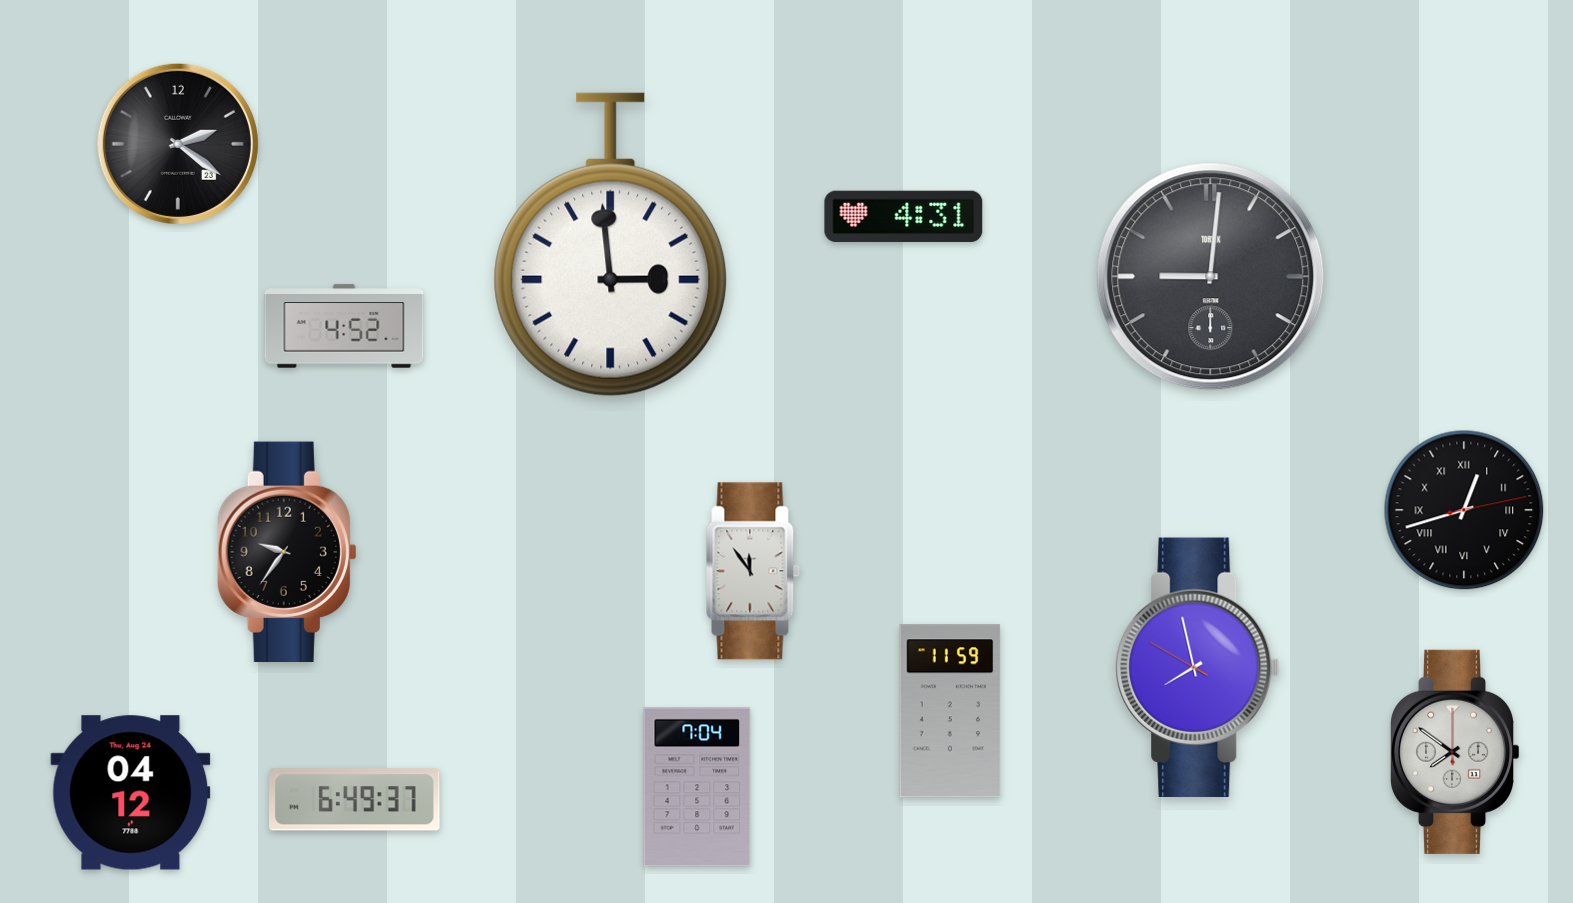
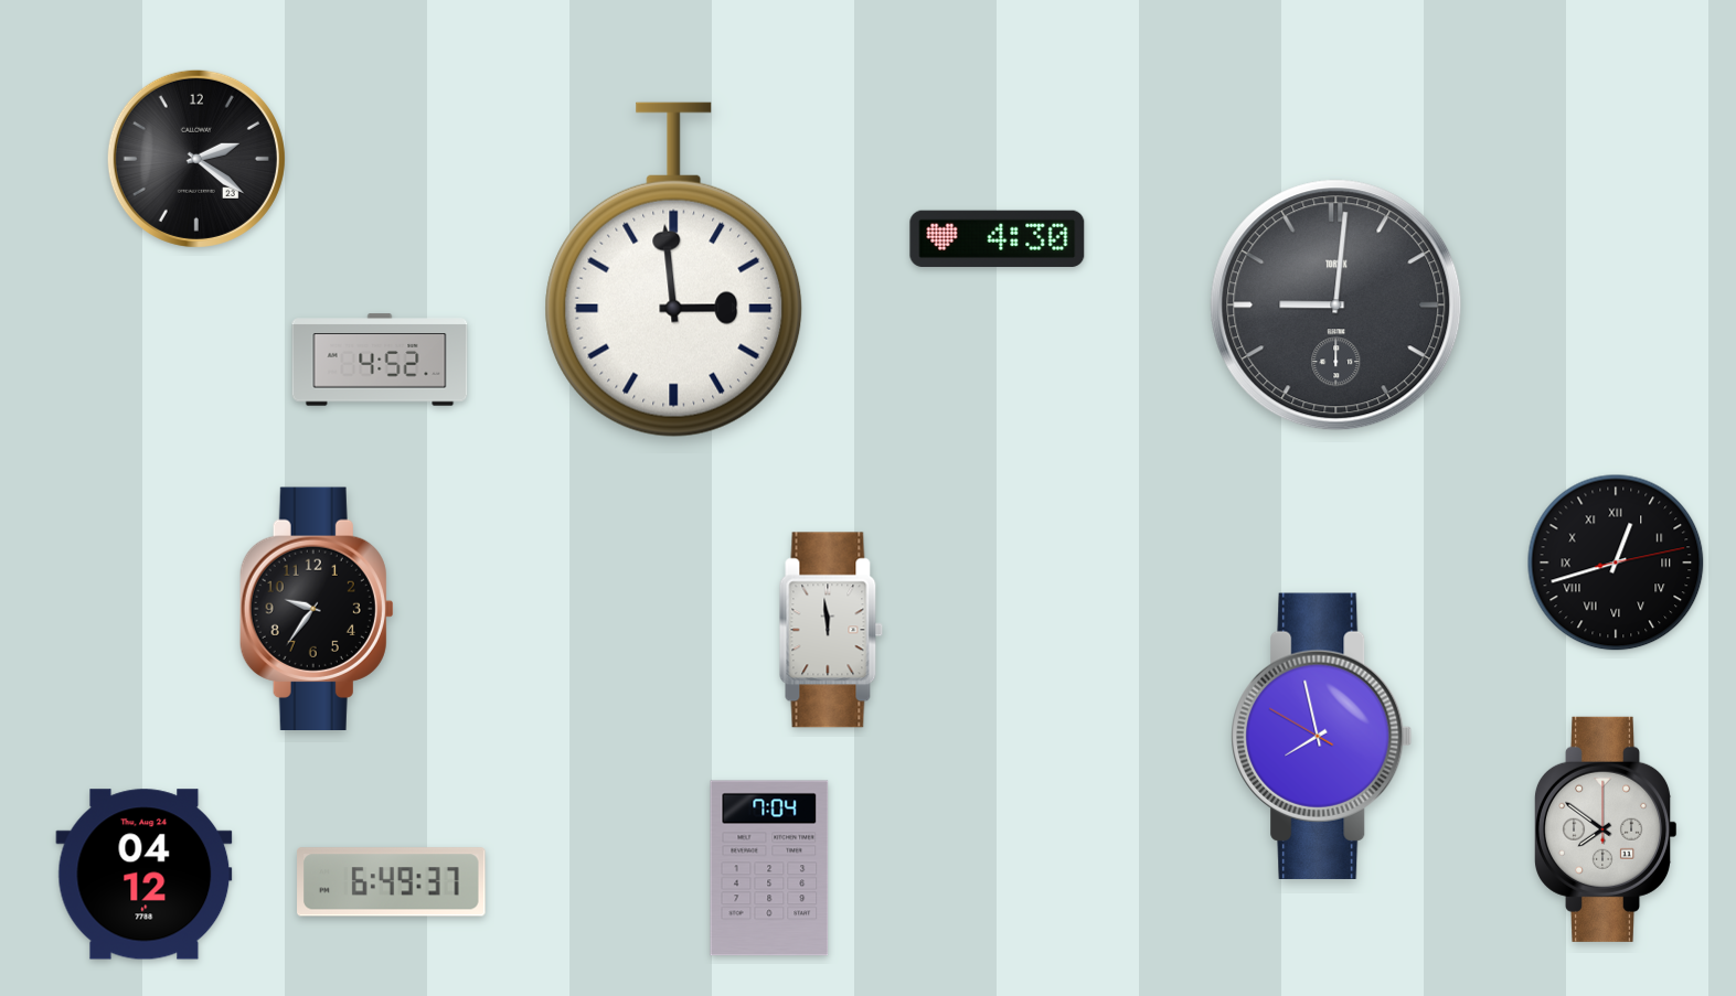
clock at (904, 216): 4:31 -> 4:30
clock at (753, 571): 11:54 -> 11:59
clock at (950, 711): 11:59 -> none
